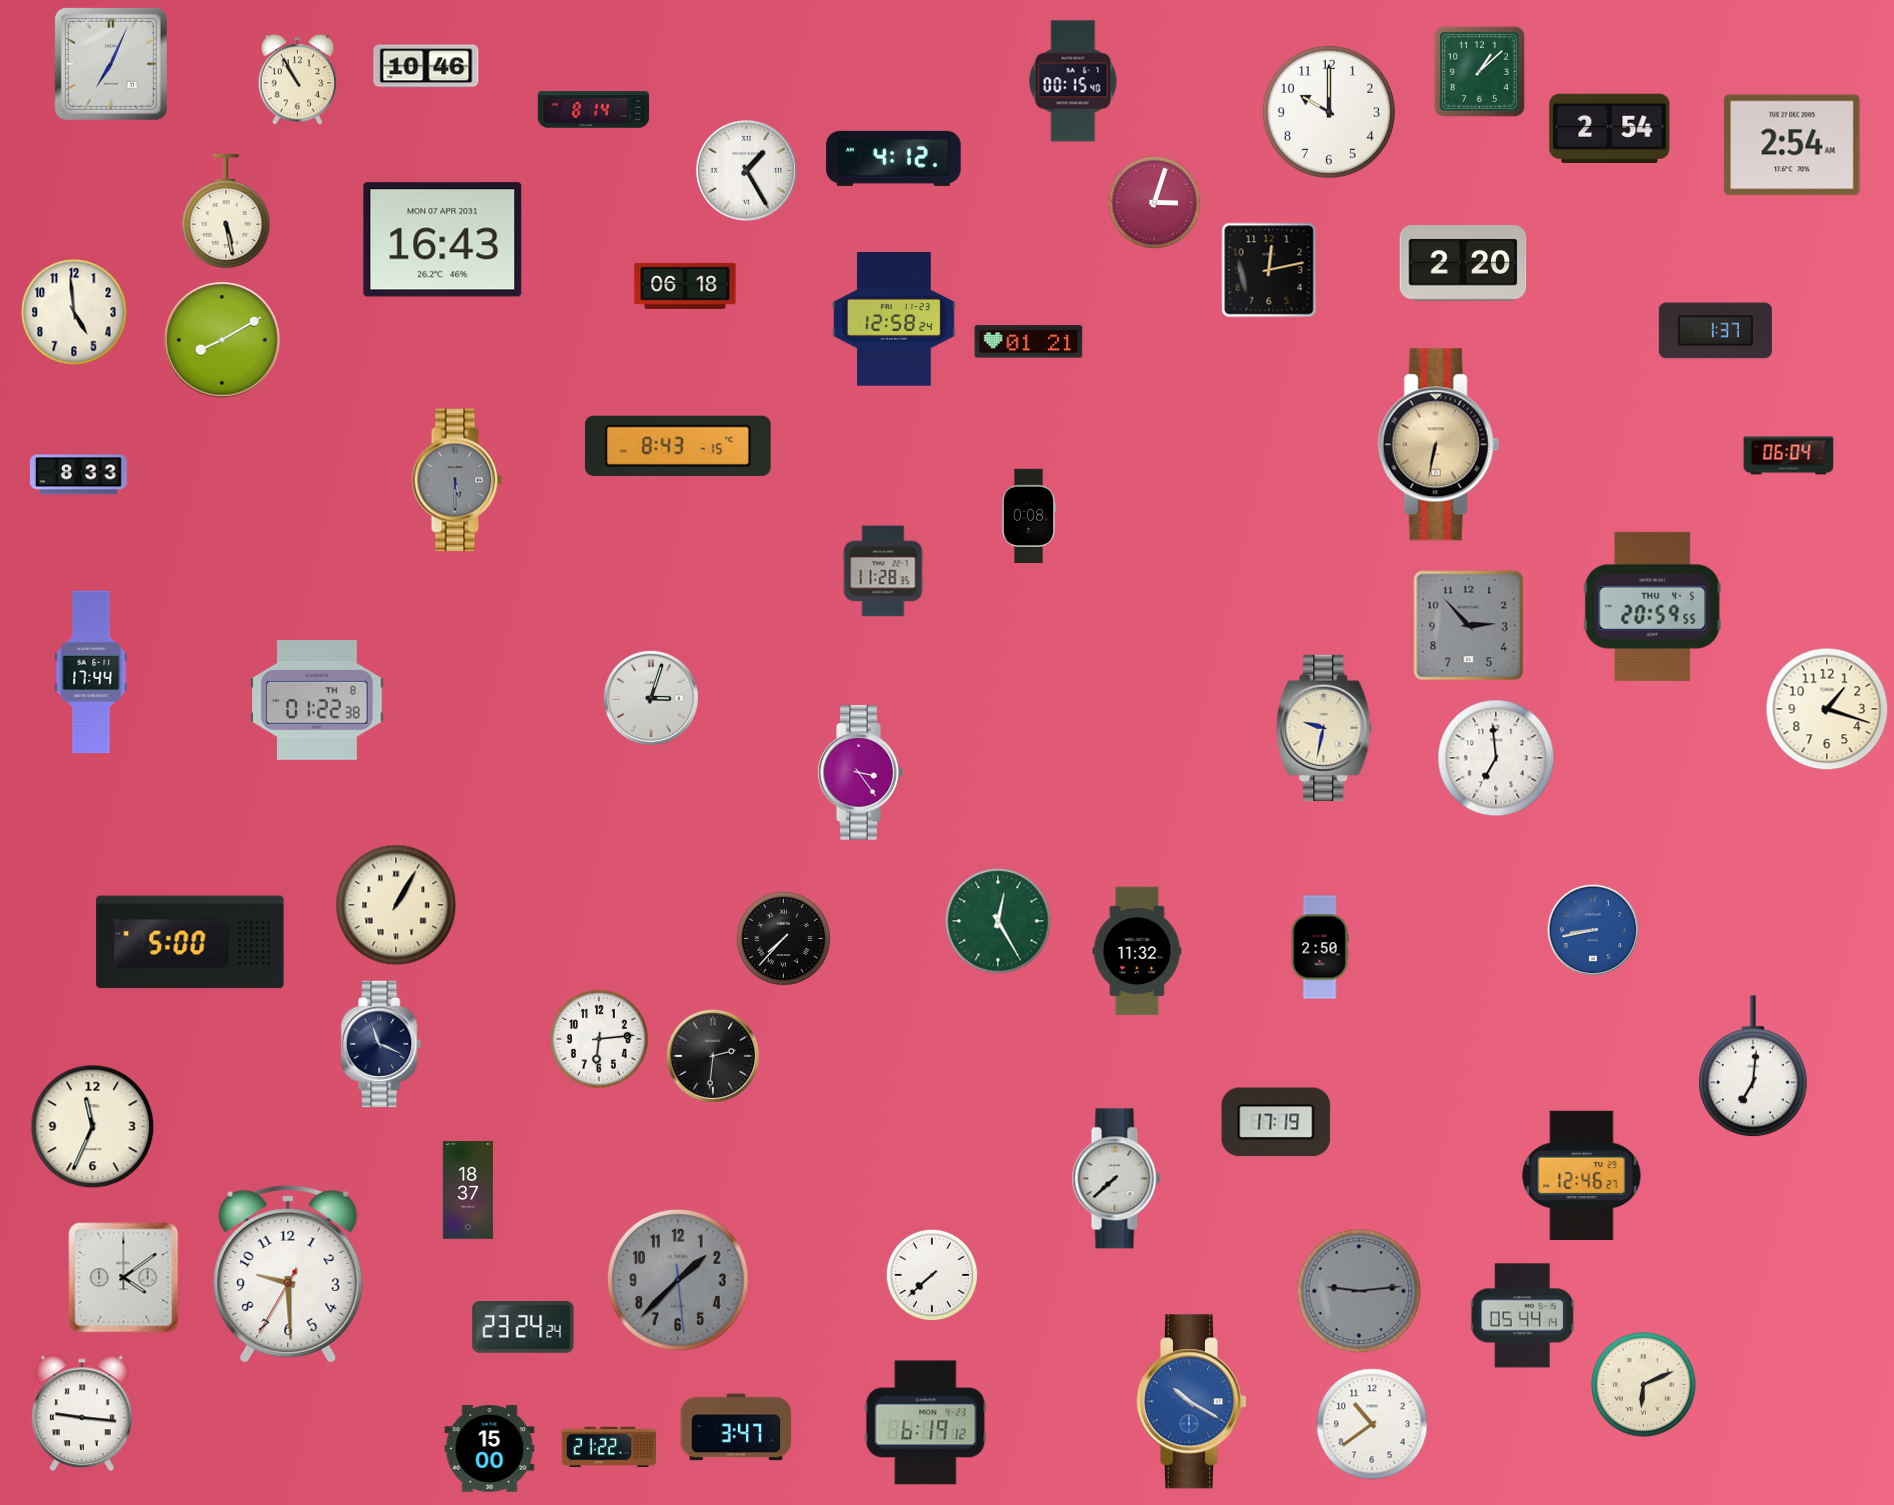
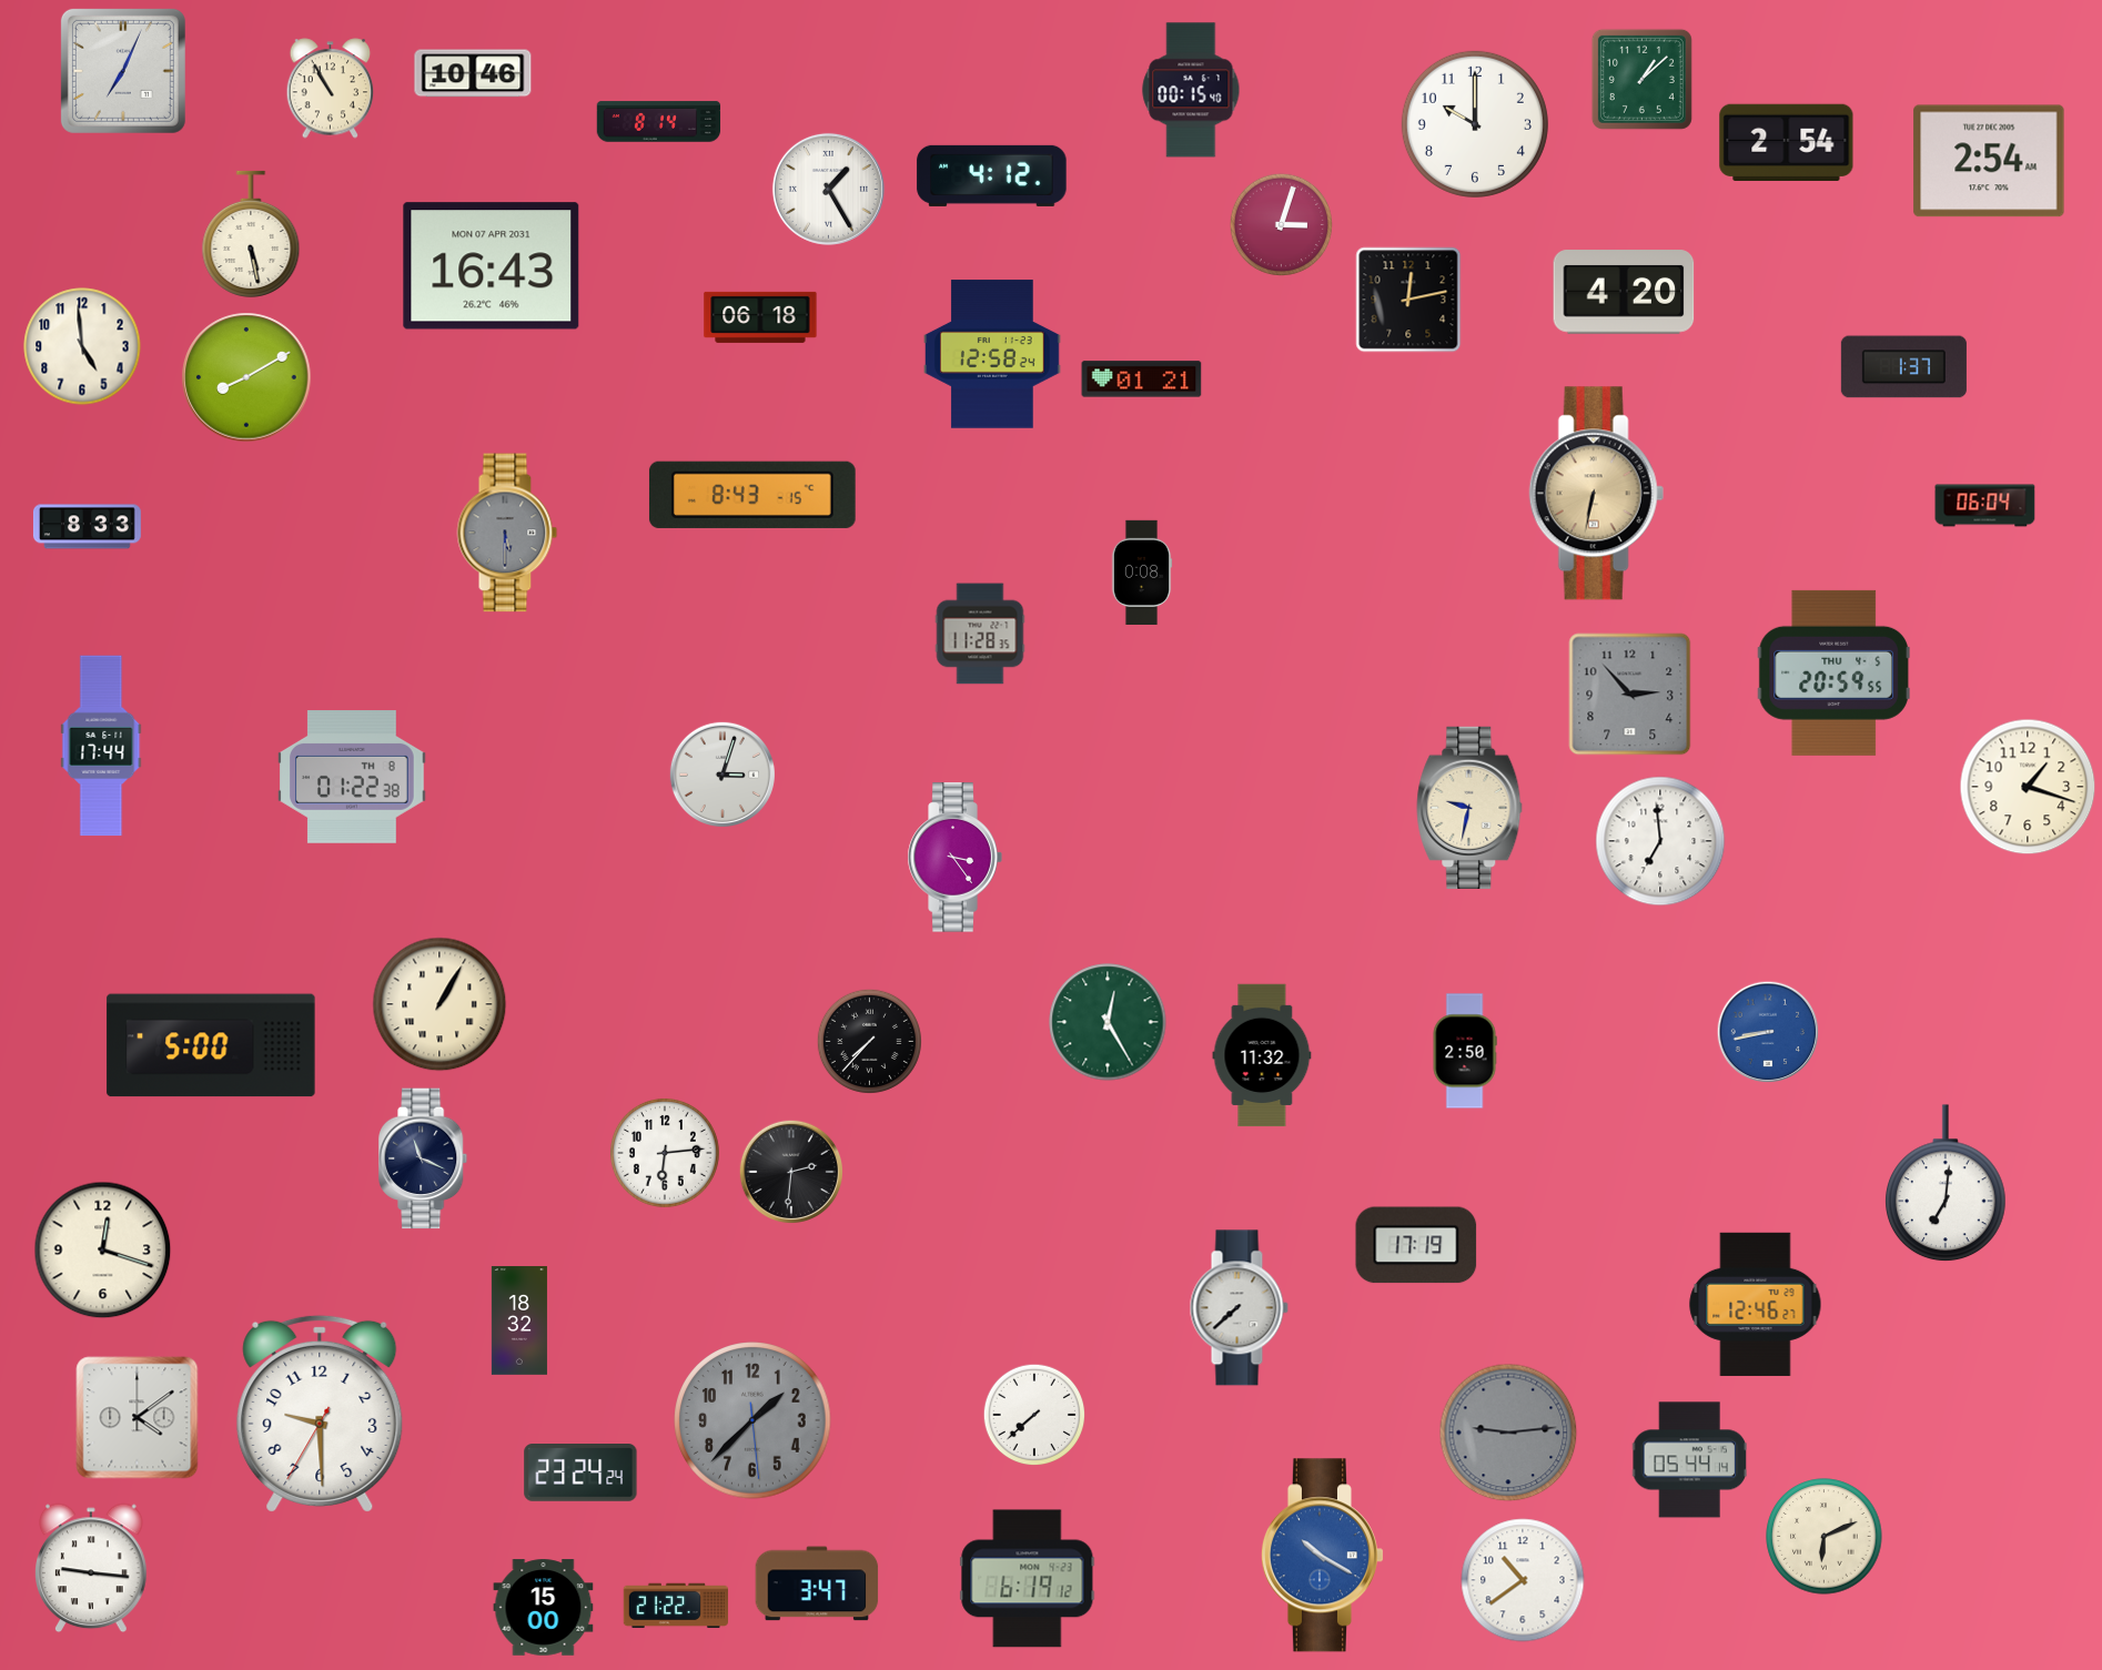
clock at (1463, 263): 2:20 -> 4:20
clock at (93, 1127): 11:34 -> 12:18
clock at (468, 1190): 18:37 -> 18:32
